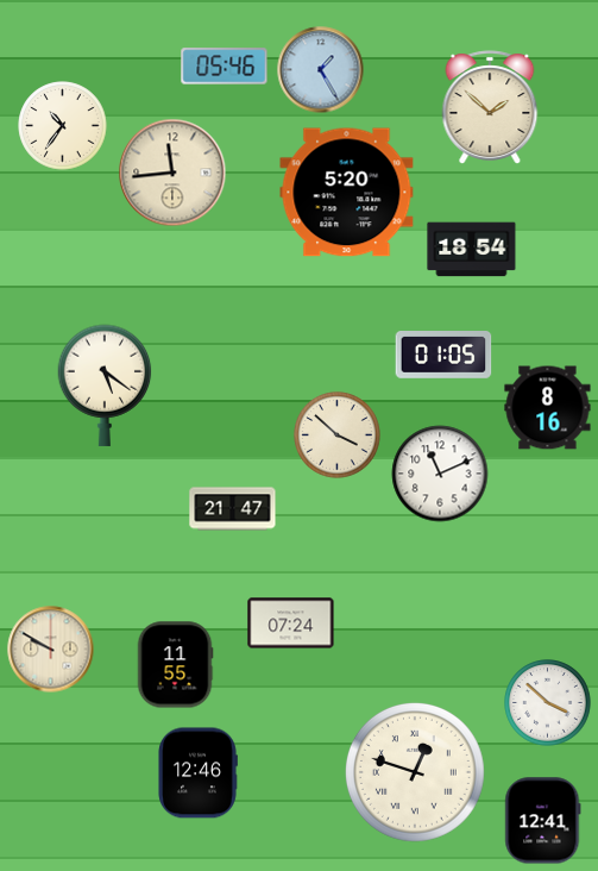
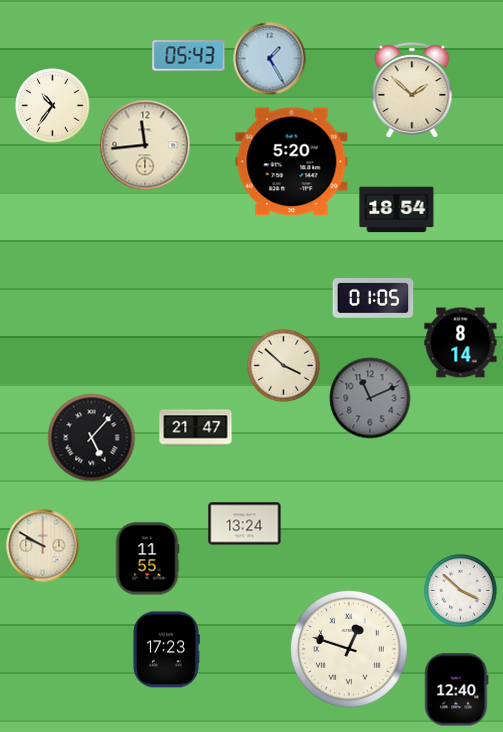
clock at (225, 67): 05:46 -> 05:43
clock at (105, 386): 5:21 -> none
clock at (548, 408): 8:16 -> 8:14
clock at (440, 474) dial: white -> grey
clock at (92, 438): none -> 5:07
clock at (291, 624): 07:24 -> 13:24
clock at (197, 773): 12:46 -> 17:23
clock at (543, 821): 12:41 -> 12:40
